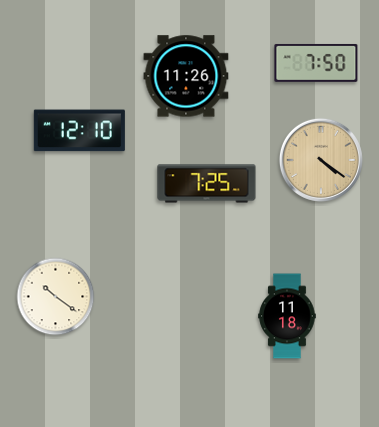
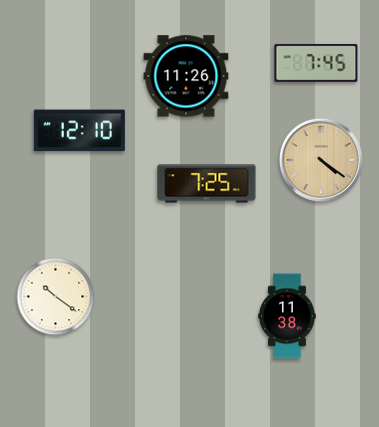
clock at (316, 63): 7:50 -> 7:45
clock at (287, 316): 11:18 -> 11:38
